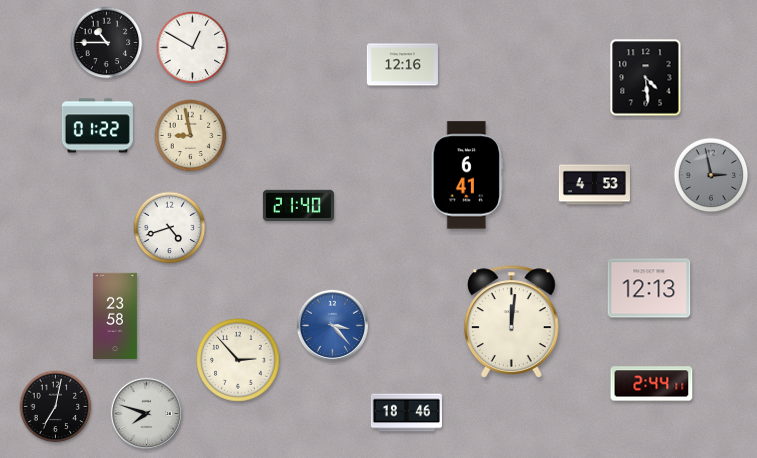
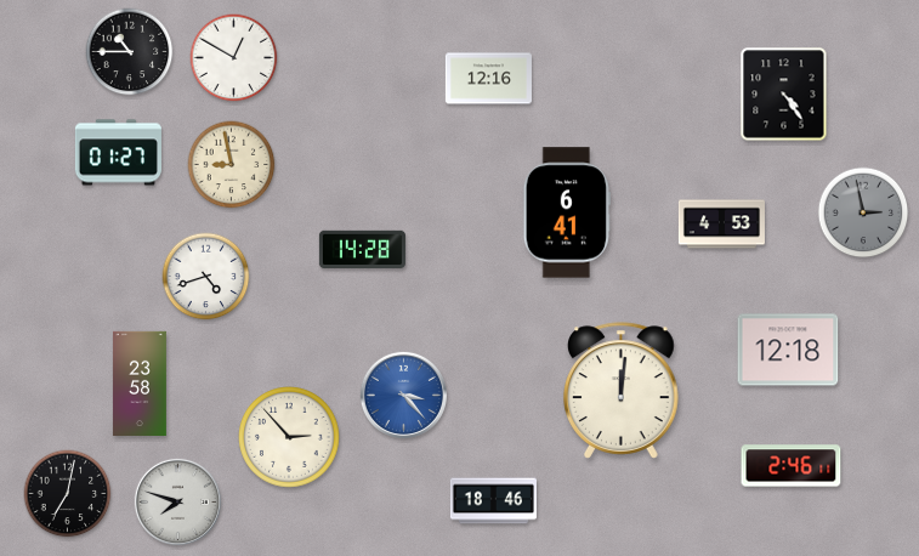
clock at (646, 78): 4:29 -> 4:24
clock at (97, 126): 01:22 -> 01:27
clock at (298, 205): 21:40 -> 14:28
clock at (649, 288): 12:13 -> 12:18
clock at (652, 384): 2:44 -> 2:46
